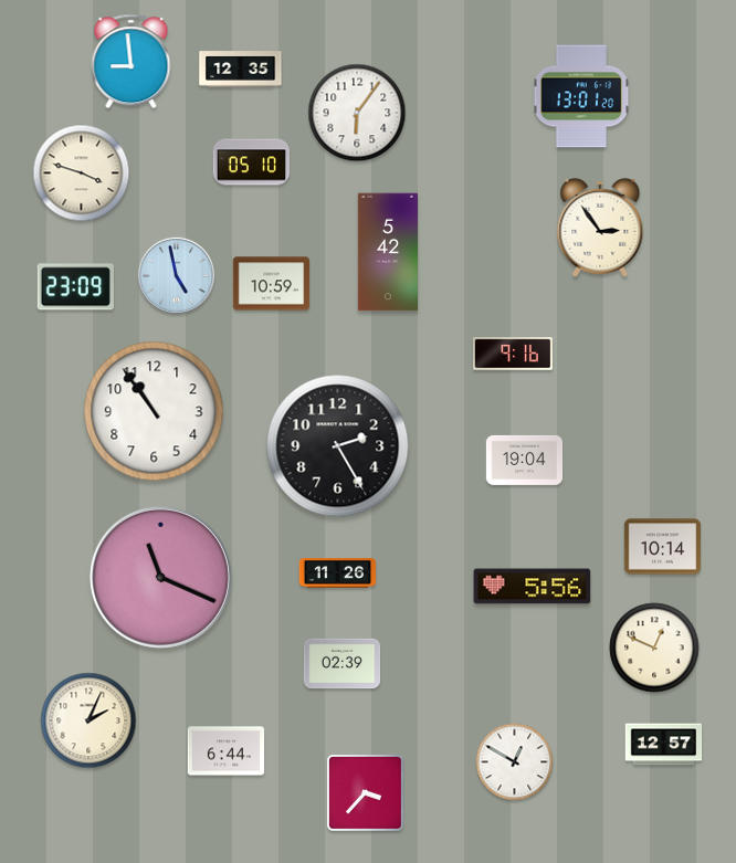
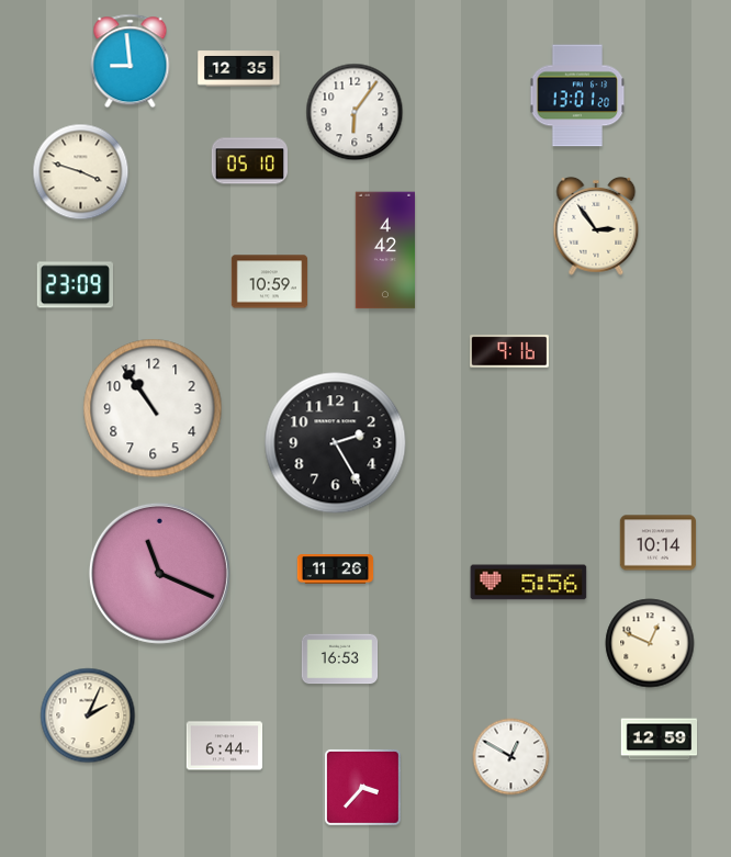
clock at (388, 252): 5:42 -> 4:42
clock at (176, 275): 4:58 -> none
clock at (525, 460): 19:04 -> none
clock at (343, 664): 02:39 -> 16:53
clock at (664, 745): 12:57 -> 12:59
